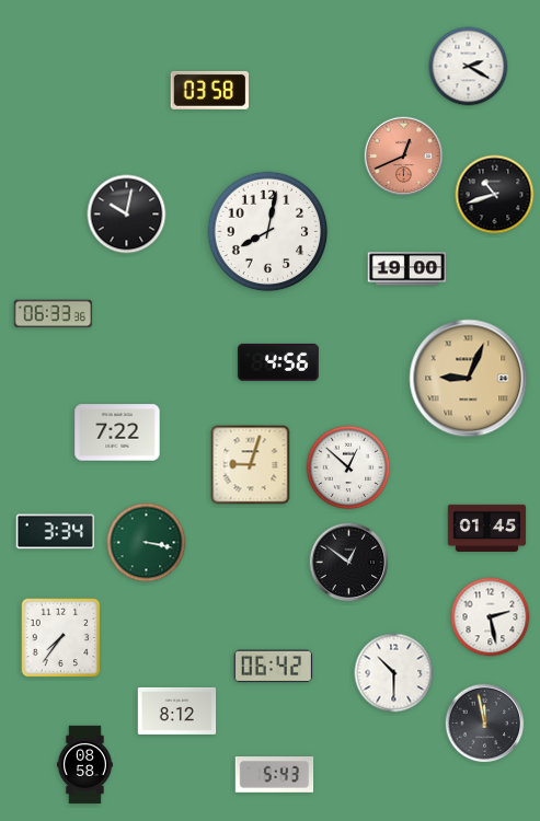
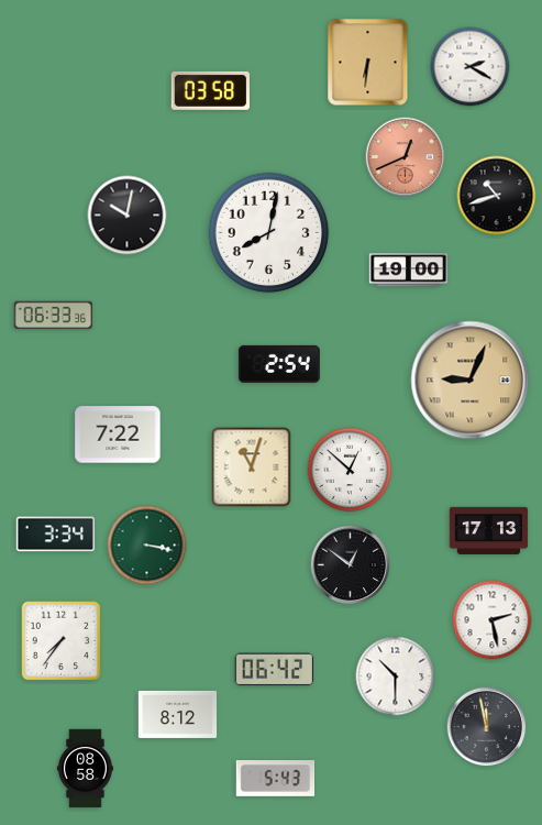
clock at (368, 63): none -> 6:31
clock at (278, 362): 4:56 -> 2:54
clock at (251, 465): 9:03 -> 11:03
clock at (487, 528): 01:45 -> 17:13
